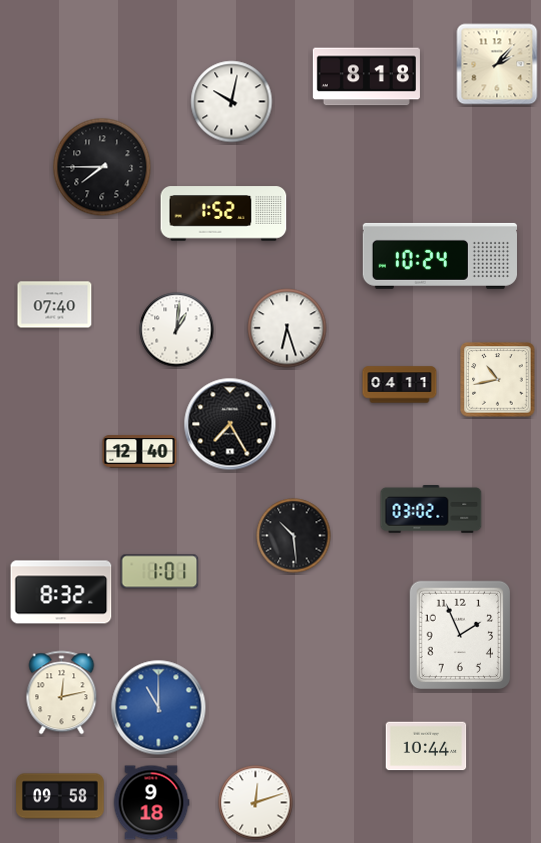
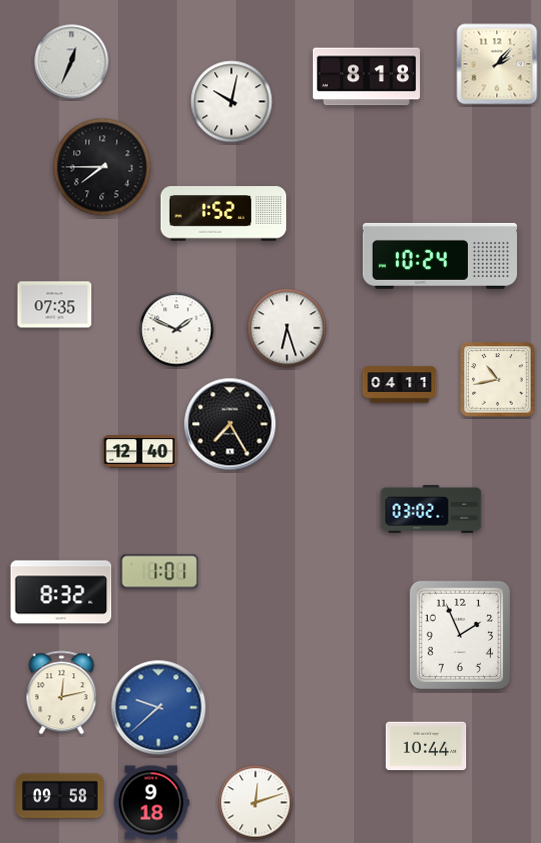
clock at (72, 62): none -> 12:34
clock at (55, 305): 07:40 -> 07:35
clock at (177, 330): 1:01 -> 1:49
clock at (294, 536): 10:29 -> none
clock at (159, 708): 11:00 -> 9:38
